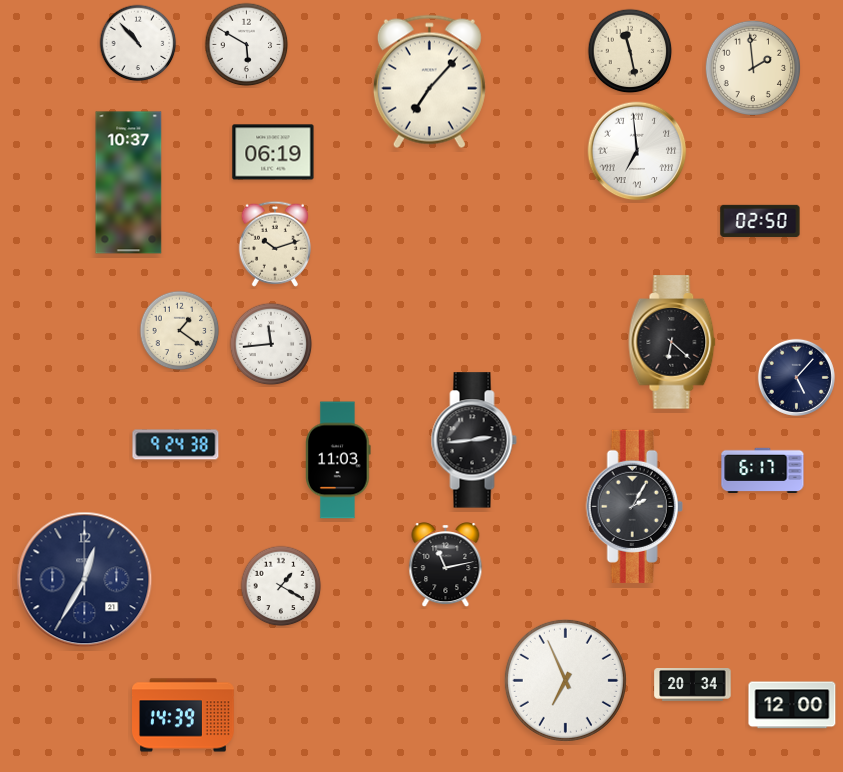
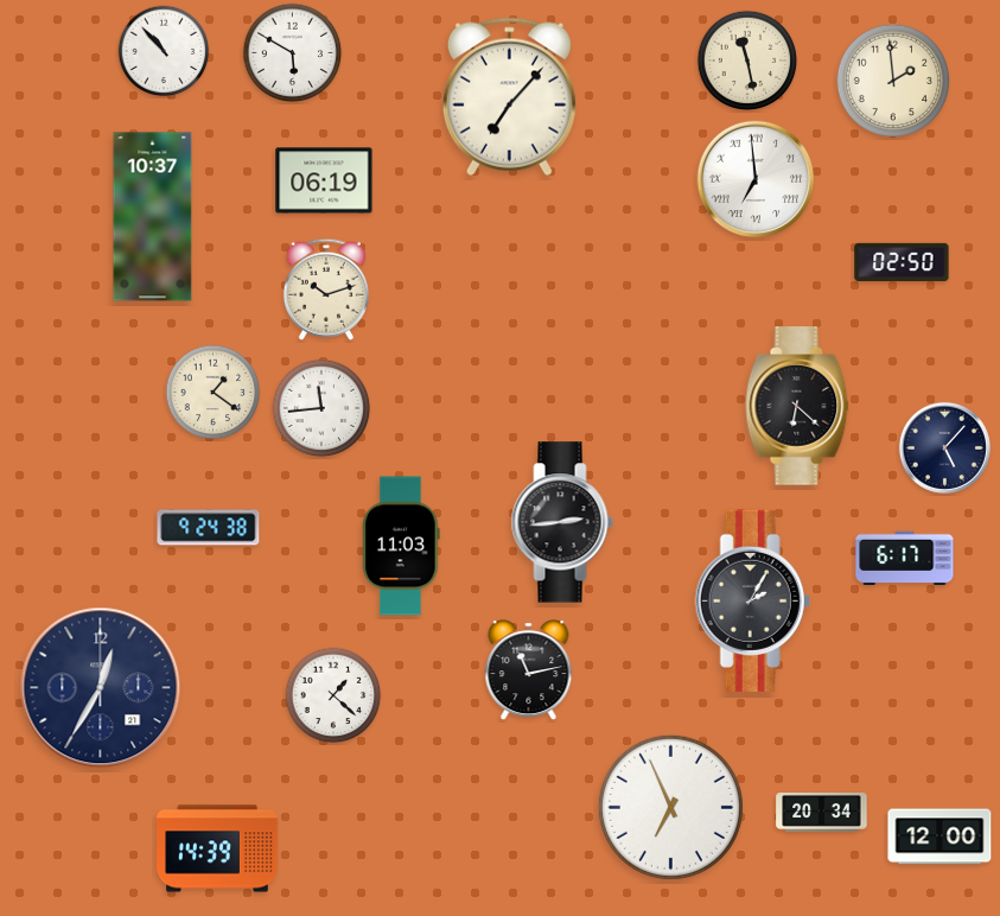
clock at (281, 586): 1:20 -> 1:22
